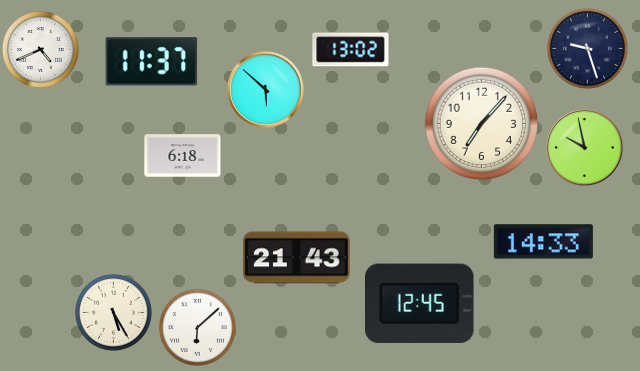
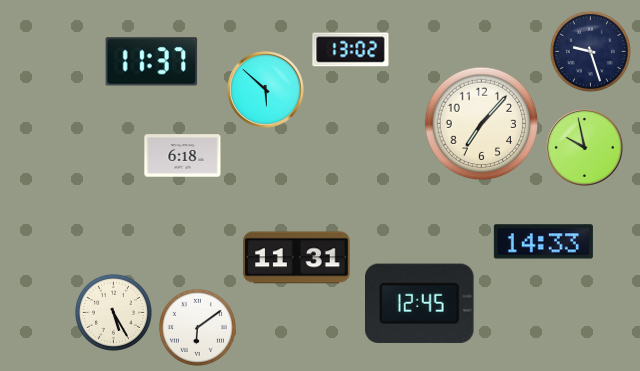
clock at (587, 48) position: (587, 48) -> (590, 51)
clock at (40, 49): 4:41 -> none
clock at (297, 258): 21:43 -> 11:31
clock at (197, 327): 6:08 -> 6:09
